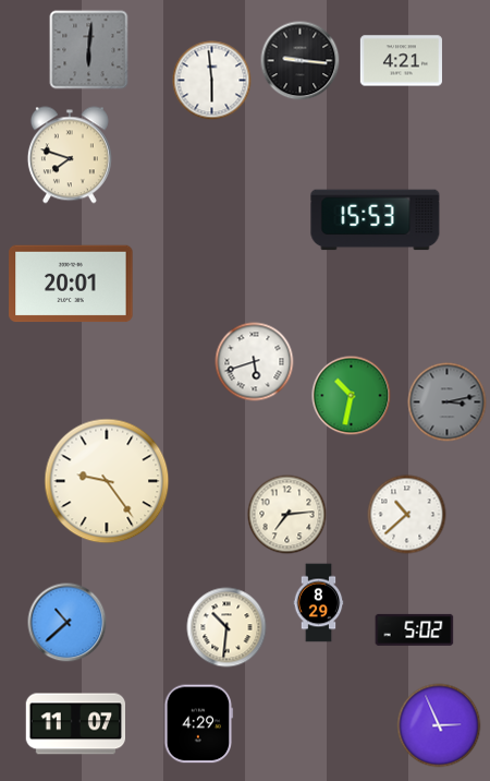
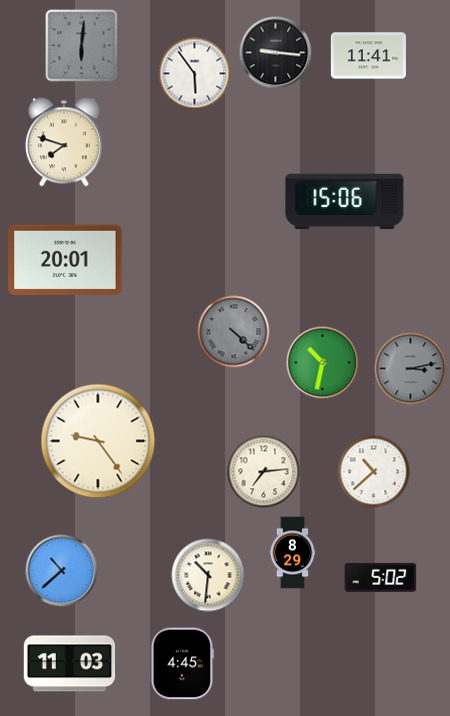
clock at (301, 61) position: (301, 61) -> (276, 53)
clock at (401, 61): 4:21 -> 11:41
clock at (212, 81): 5:59 -> 5:54
clock at (376, 220): 15:53 -> 15:06
clock at (255, 362): 5:42 -> 4:22
clock at (255, 362) dial: white -> grey
clock at (75, 724): 11:07 -> 11:03
clock at (199, 724): 4:29 -> 4:45
clock at (439, 725): 2:56 -> none
